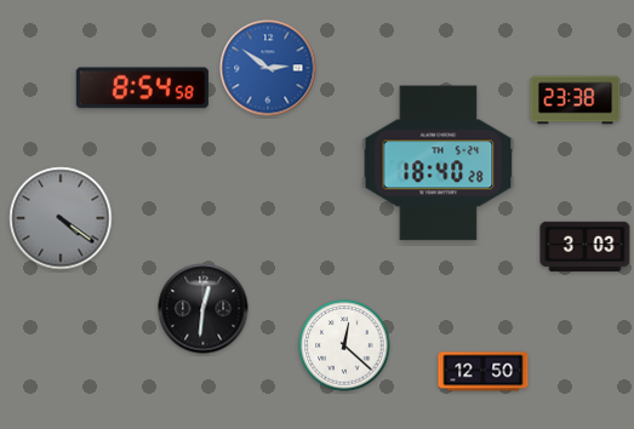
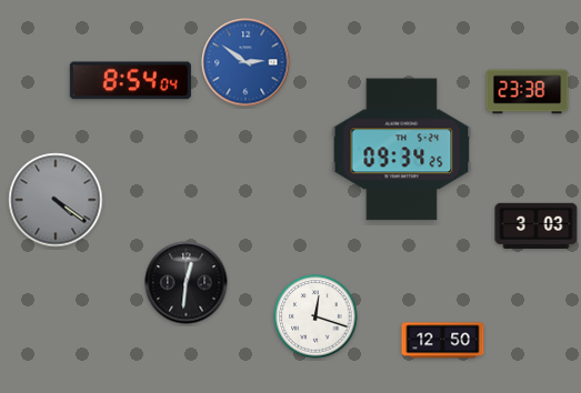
clock at (142, 88): 8:54:58 -> 8:54:04
clock at (439, 164): 18:40 -> 09:34
clock at (344, 345): 12:22 -> 12:18
